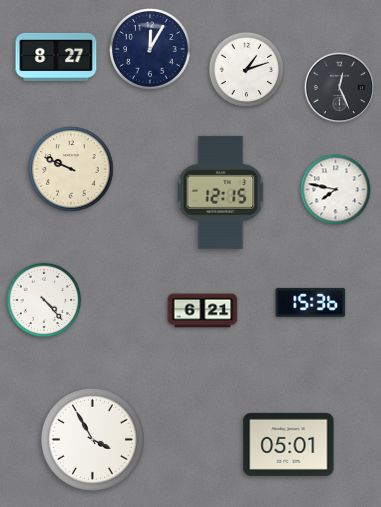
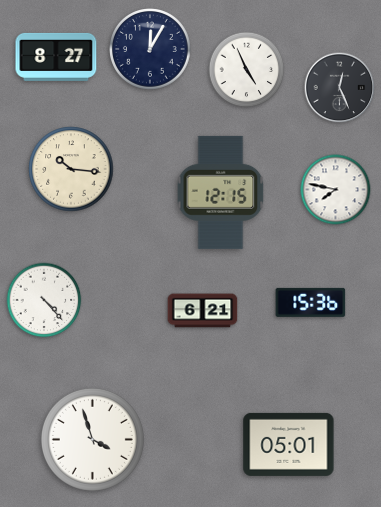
clock at (247, 70): 1:12 -> 4:56
clock at (71, 169): 9:49 -> 10:16
clock at (92, 439): 3:55 -> 3:57
